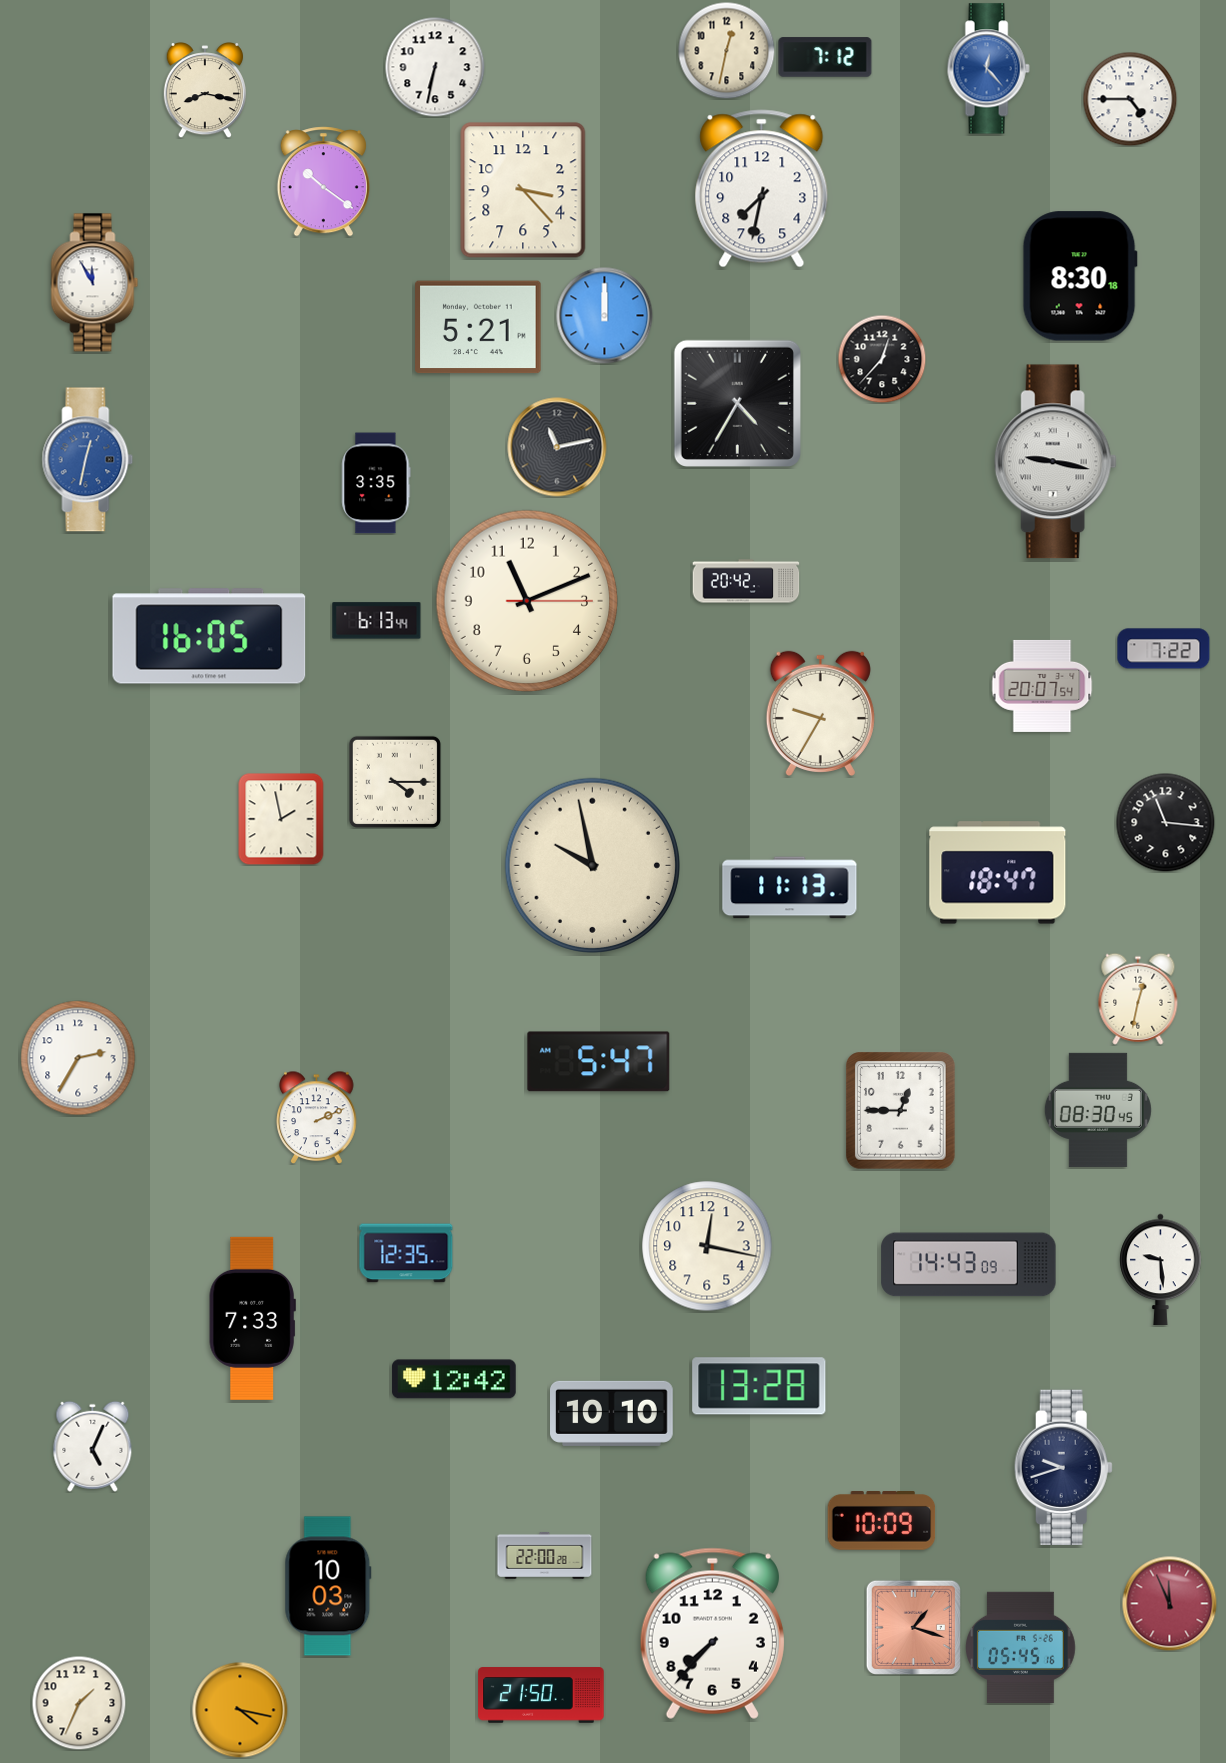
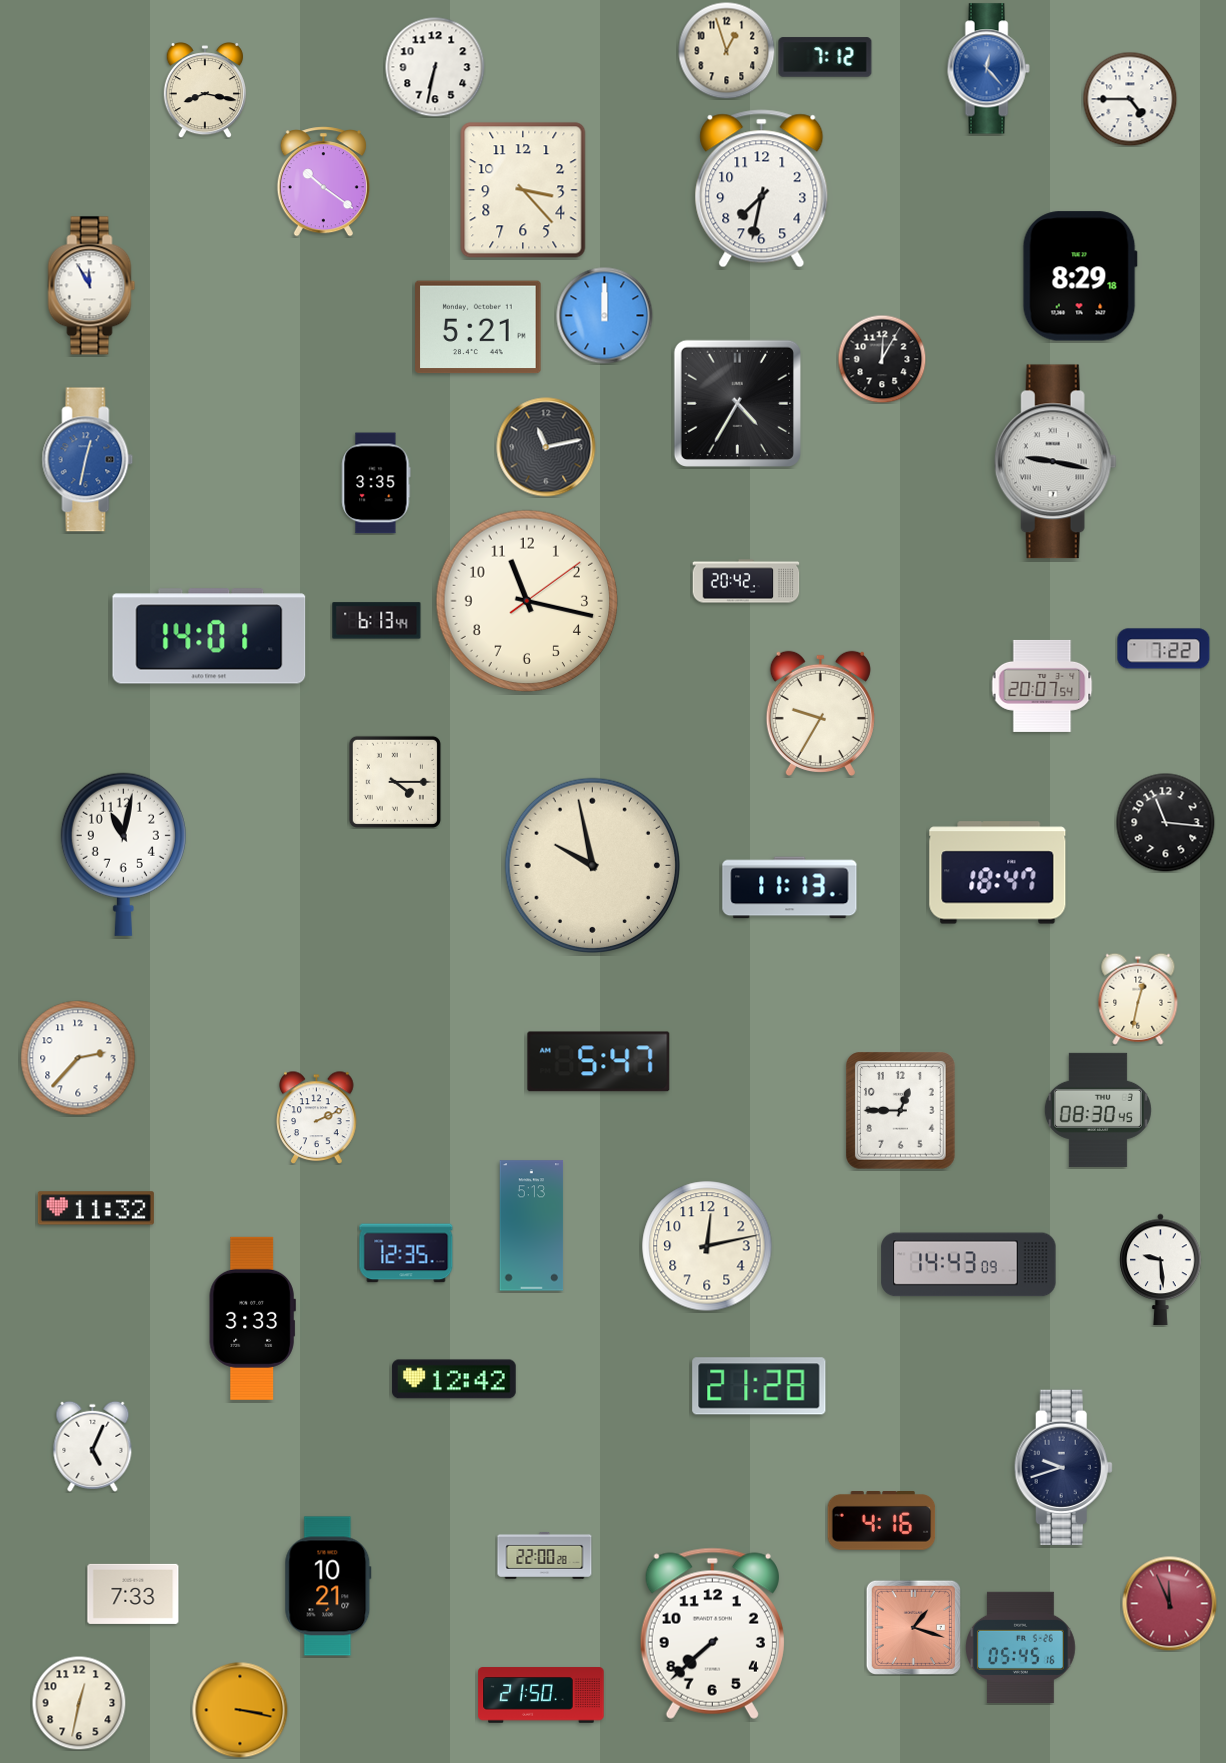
clock at (726, 50): 12:32 -> 12:57
clock at (1080, 276): 8:30 -> 8:29
clock at (95, 283) position: (95, 283) -> (92, 286)
clock at (882, 359): 12:37 -> 12:05
clock at (557, 447) position: (557, 447) -> (546, 447)
clock at (527, 601): 11:11 -> 11:17
clock at (209, 636): 16:05 -> 14:01
clock at (281, 819): 1:58 -> none
clock at (123, 854): none -> 11:02
clock at (78, 1058): 2:35 -> 2:37
clock at (96, 1208): none -> 11:32
clock at (532, 1226): none -> 5:13
clock at (707, 1246): 12:17 -> 12:13
clock at (252, 1318): 7:33 -> 3:33
clock at (759, 1386): 13:28 -> 21:28
clock at (612, 1413): 10:10 -> none
clock at (882, 1521): 10:09 -> 4:16
clock at (328, 1586): 10:03 -> 10:21
clock at (133, 1594): none -> 7:33
clock at (712, 1633): 7:37 -> 7:38
clock at (79, 1703): 1:34 -> 12:32
clock at (240, 1710): 4:17 -> 3:17
